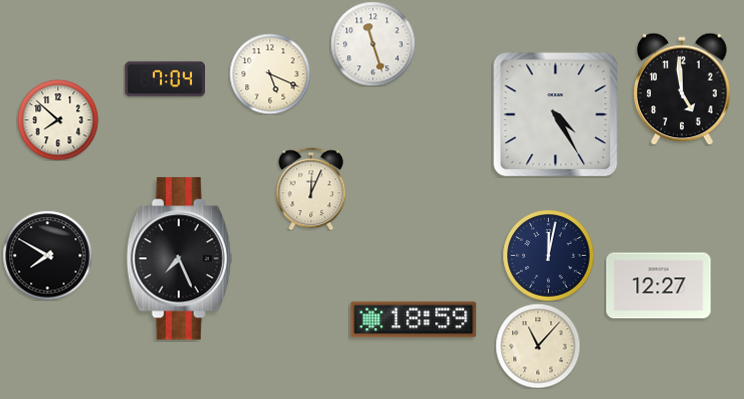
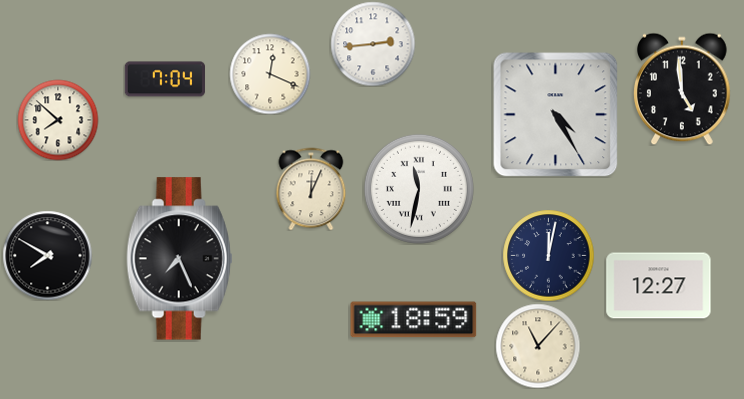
clock at (373, 44): 11:27 -> 2:44
clock at (270, 74): 5:19 -> 12:19
clock at (419, 189): none -> 11:32
